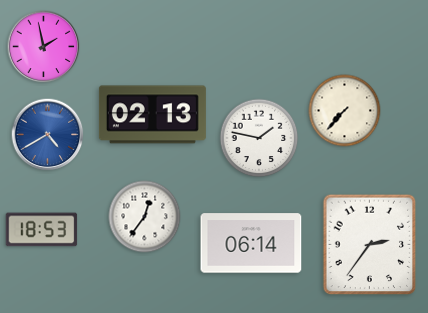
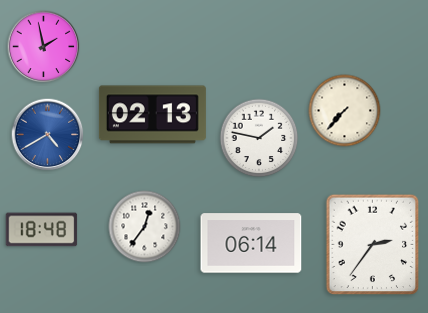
clock at (145, 217) position: (145, 217) -> (145, 227)
clock at (42, 230): 18:53 -> 18:48
clock at (370, 245) position: (370, 245) -> (373, 245)
